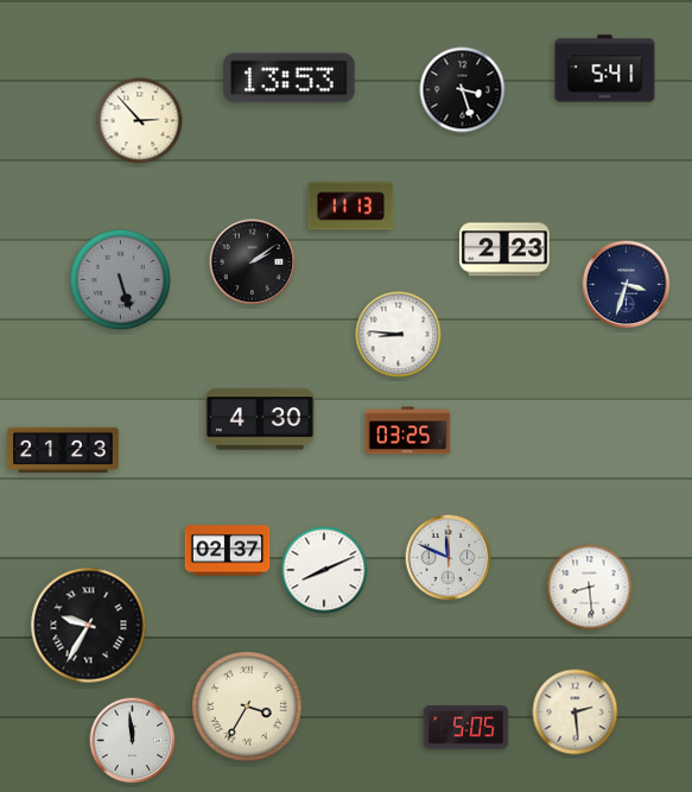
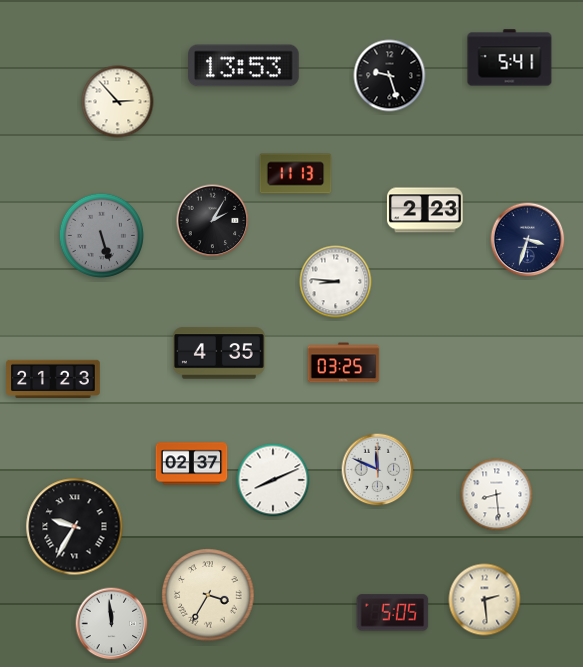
clock at (463, 90): 3:27 -> 9:27
clock at (253, 262): 2:09 -> 2:05
clock at (260, 419): 4:30 -> 4:35
